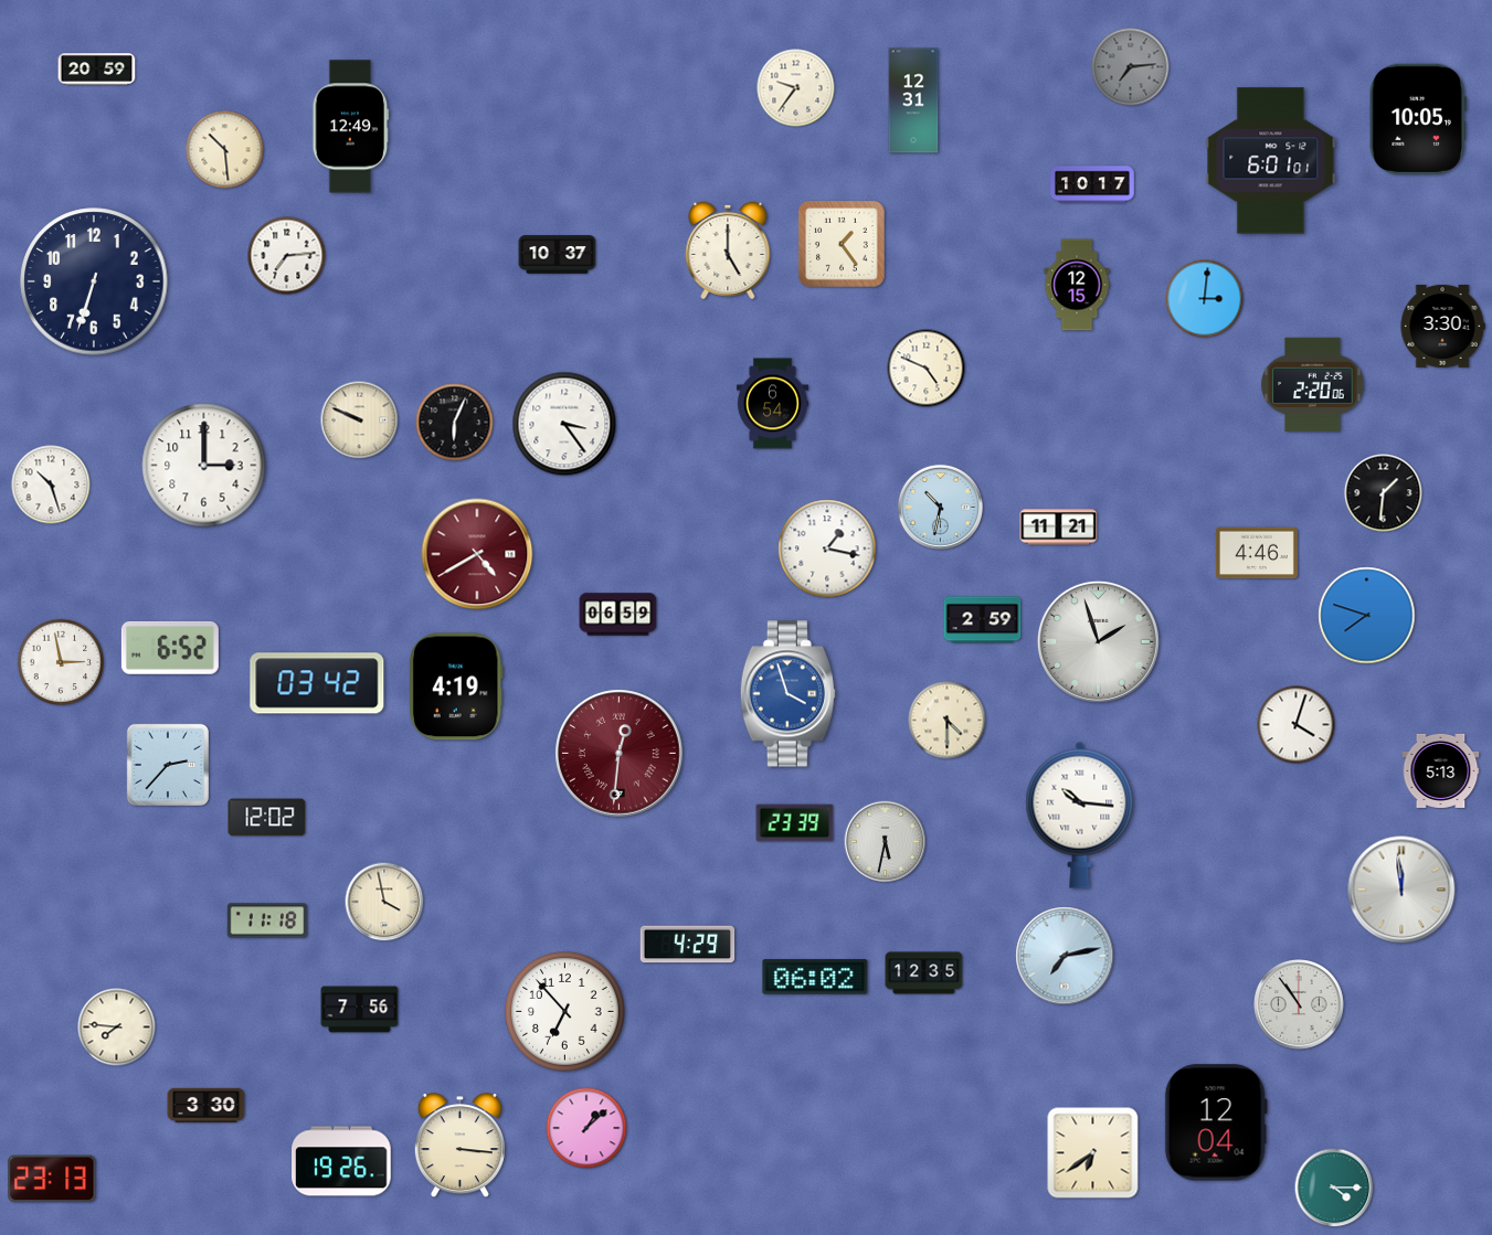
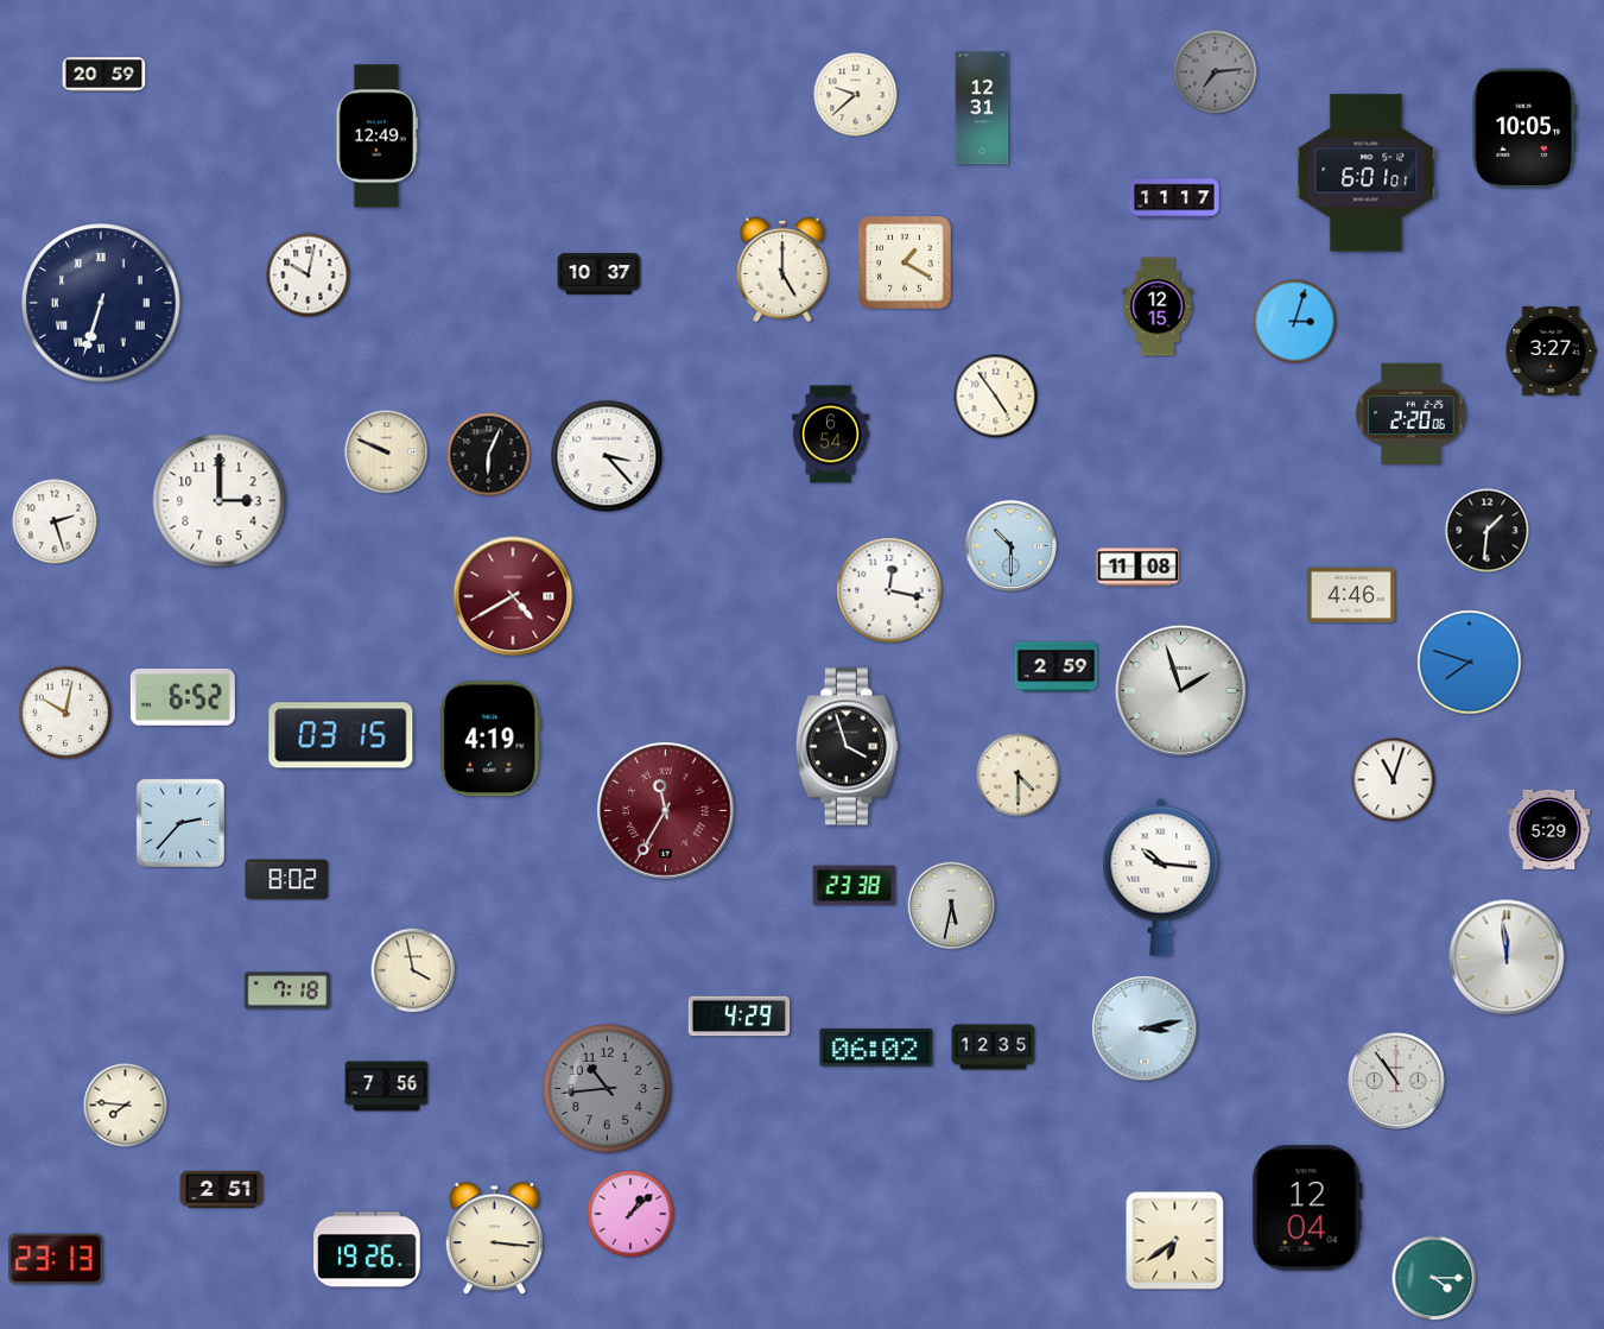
clock at (796, 88): 9:36 -> 9:38
clock at (225, 150): 10:29 -> none
clock at (1092, 184): 10:17 -> 11:17
clock at (843, 245): 1:24 -> 1:20
clock at (287, 256): 7:14 -> 10:02
clock at (94, 281) numerals: Arabic -> Roman
clock at (1205, 299): 3:01 -> 3:03
clock at (1442, 327): 3:30 -> 3:27
clock at (927, 369): 4:49 -> 4:54
clock at (564, 424): 3:24 -> 3:23
clock at (51, 485): 10:27 -> 2:27
clock at (940, 507): 10:32 -> 10:30
clock at (1059, 528): 11:21 -> 11:08
clock at (827, 549): 1:17 -> 12:17
clock at (618, 615): 06:59 -> none
clock at (61, 662): 2:58 -> 10:02
clock at (317, 683): 03:42 -> 03:15
clock at (787, 694) dial: blue -> black
clock at (1297, 725): 4:03 -> 11:03
clock at (620, 754): 12:31 -> 11:35
clock at (1441, 770): 5:13 -> 5:29
clock at (267, 818): 12:02 -> 8:02
clock at (795, 823): 23:39 -> 23:38
clock at (267, 920): 11:18 -> 7:18
clock at (1065, 956): 7:13 -> 3:13
clock at (815, 977) position: (815, 977) -> (876, 1048)
clock at (565, 1012): 6:53 -> 10:44
clock at (565, 1012) dial: white -> grey
clock at (207, 1105): 3:30 -> 2:51
clock at (459, 1146) position: (459, 1146) -> (494, 1239)
clock at (52, 1179) position: (52, 1179) -> (56, 1259)
